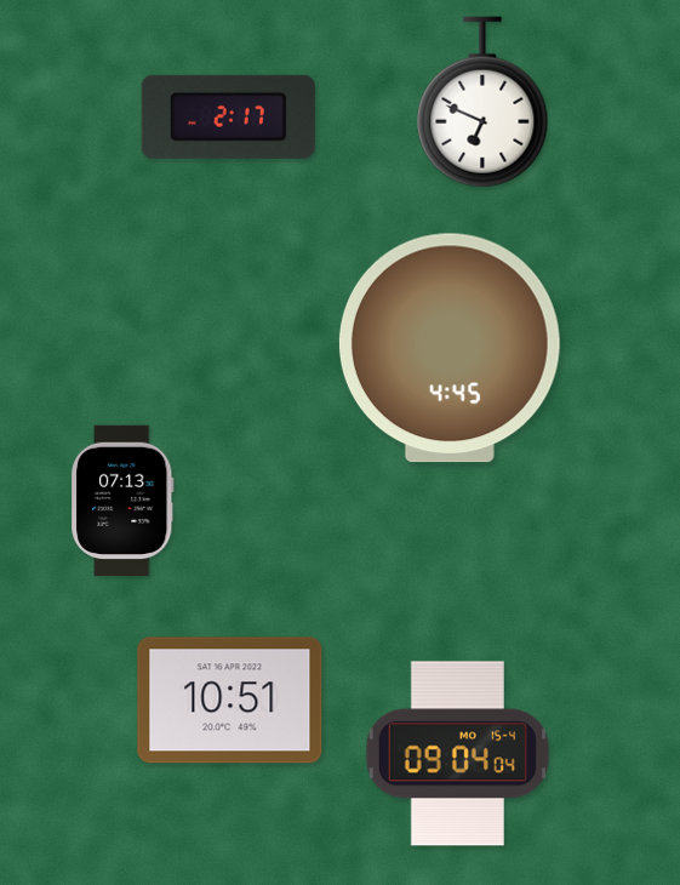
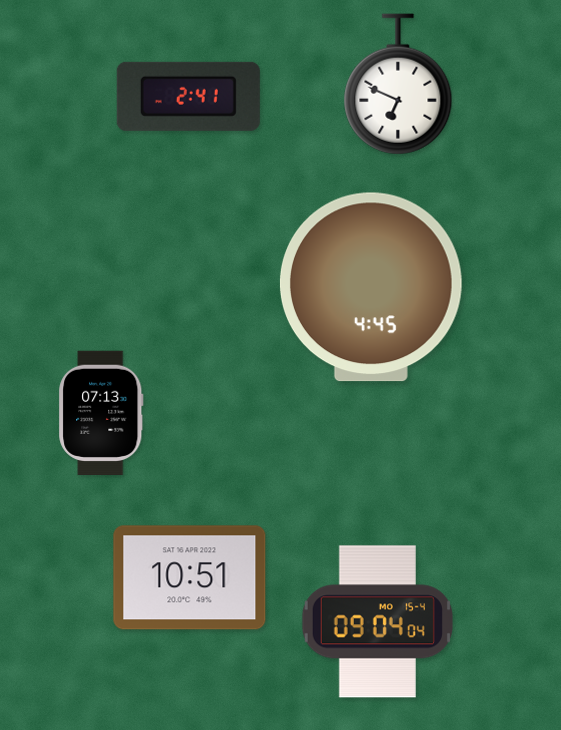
clock at (228, 116): 2:17 -> 2:41
